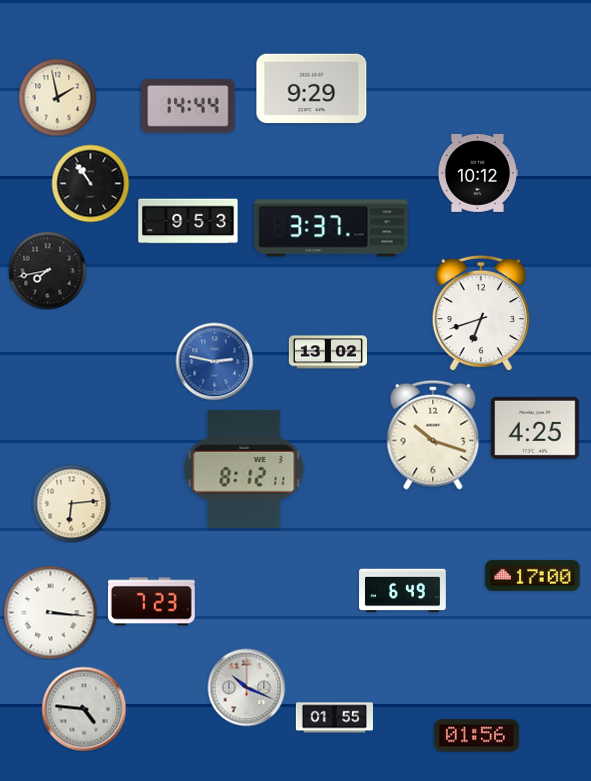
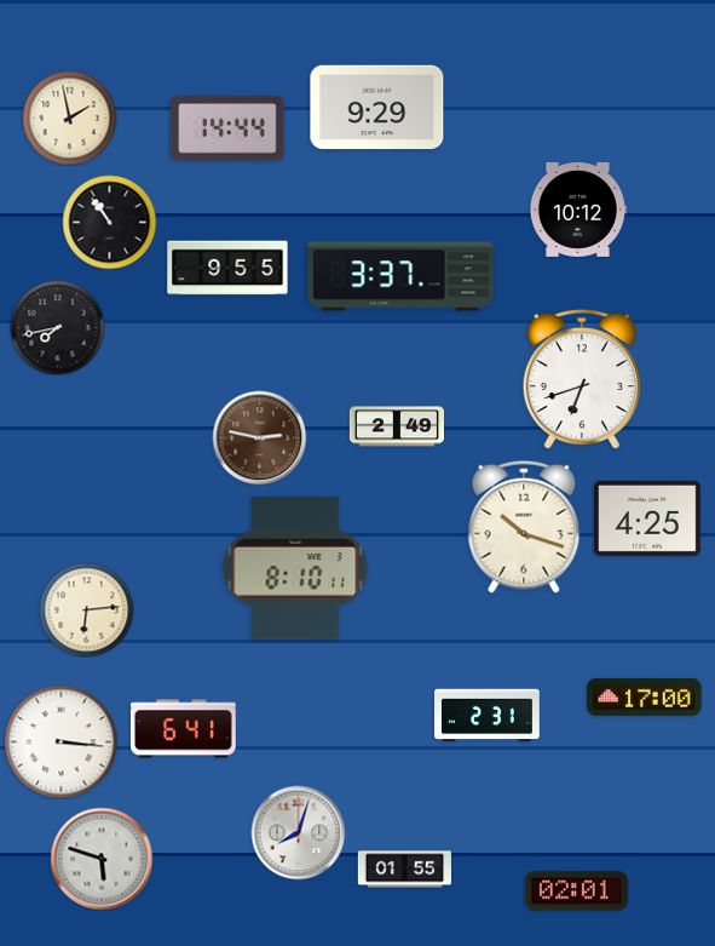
clock at (188, 221): 9:53 -> 9:55
clock at (327, 352): 13:02 -> 2:49
clock at (214, 361) dial: blue -> brown
clock at (244, 469): 8:12 -> 8:10
clock at (403, 591): 6:49 -> 2:31
clock at (152, 602): 7:23 -> 6:41
clock at (246, 687): 10:19 -> 8:03
clock at (84, 709): 4:46 -> 5:48
clock at (476, 736): 01:56 -> 02:01
